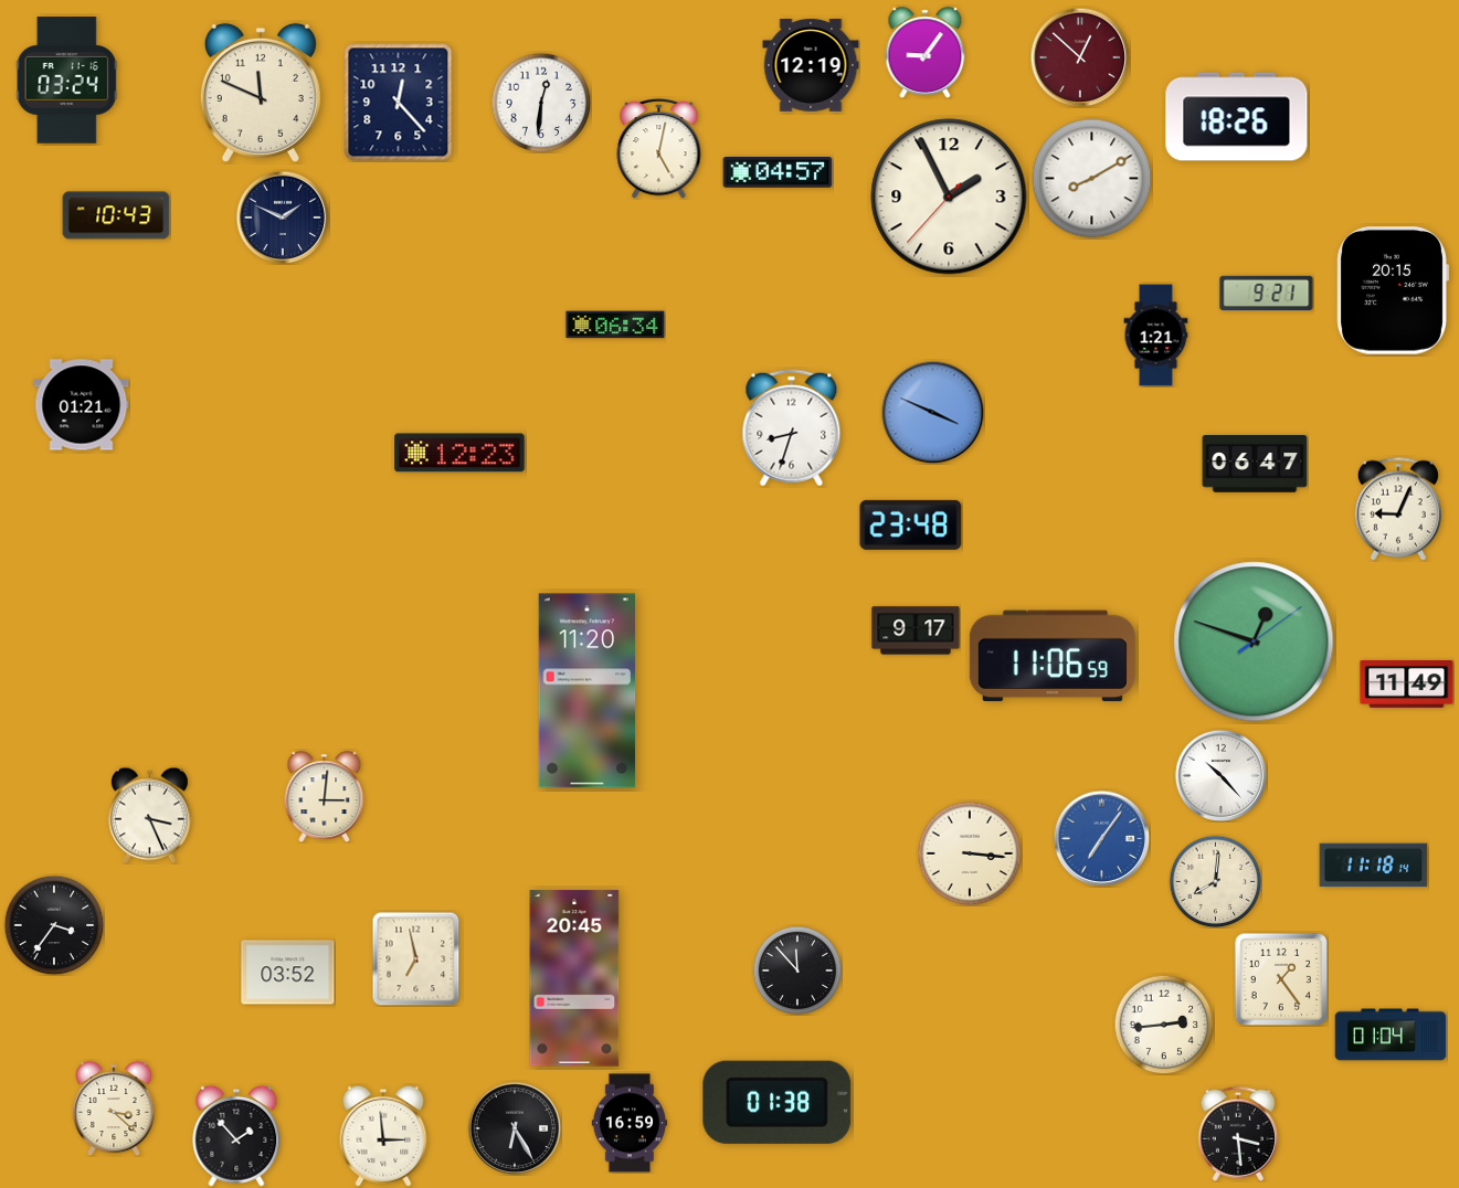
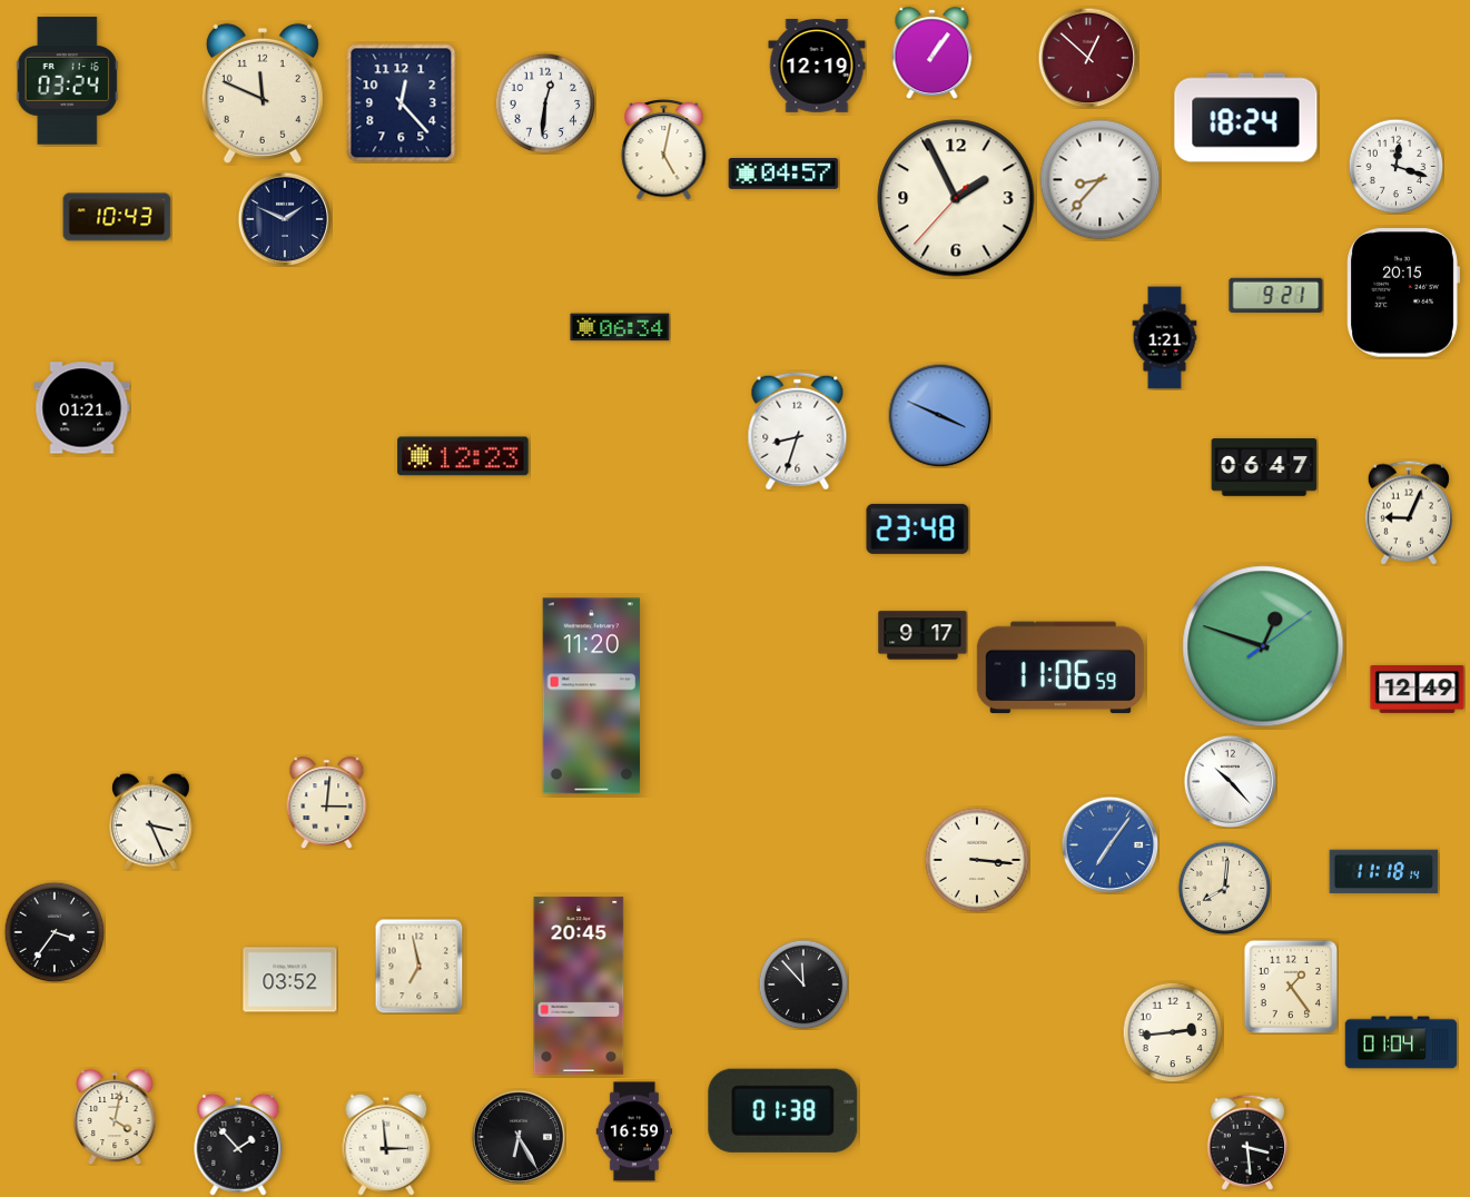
clock at (926, 52): 9:06 -> 1:06
clock at (1237, 117): 18:26 -> 18:24
clock at (1395, 166): none -> 12:18
clock at (1092, 179): 8:10 -> 8:37
clock at (1053, 656) position: (1053, 656) -> (1060, 667)
clock at (1407, 683): 11:49 -> 12:49
clock at (797, 970) position: (797, 970) -> (803, 985)
clock at (114, 1109): 3:22 -> 4:02
